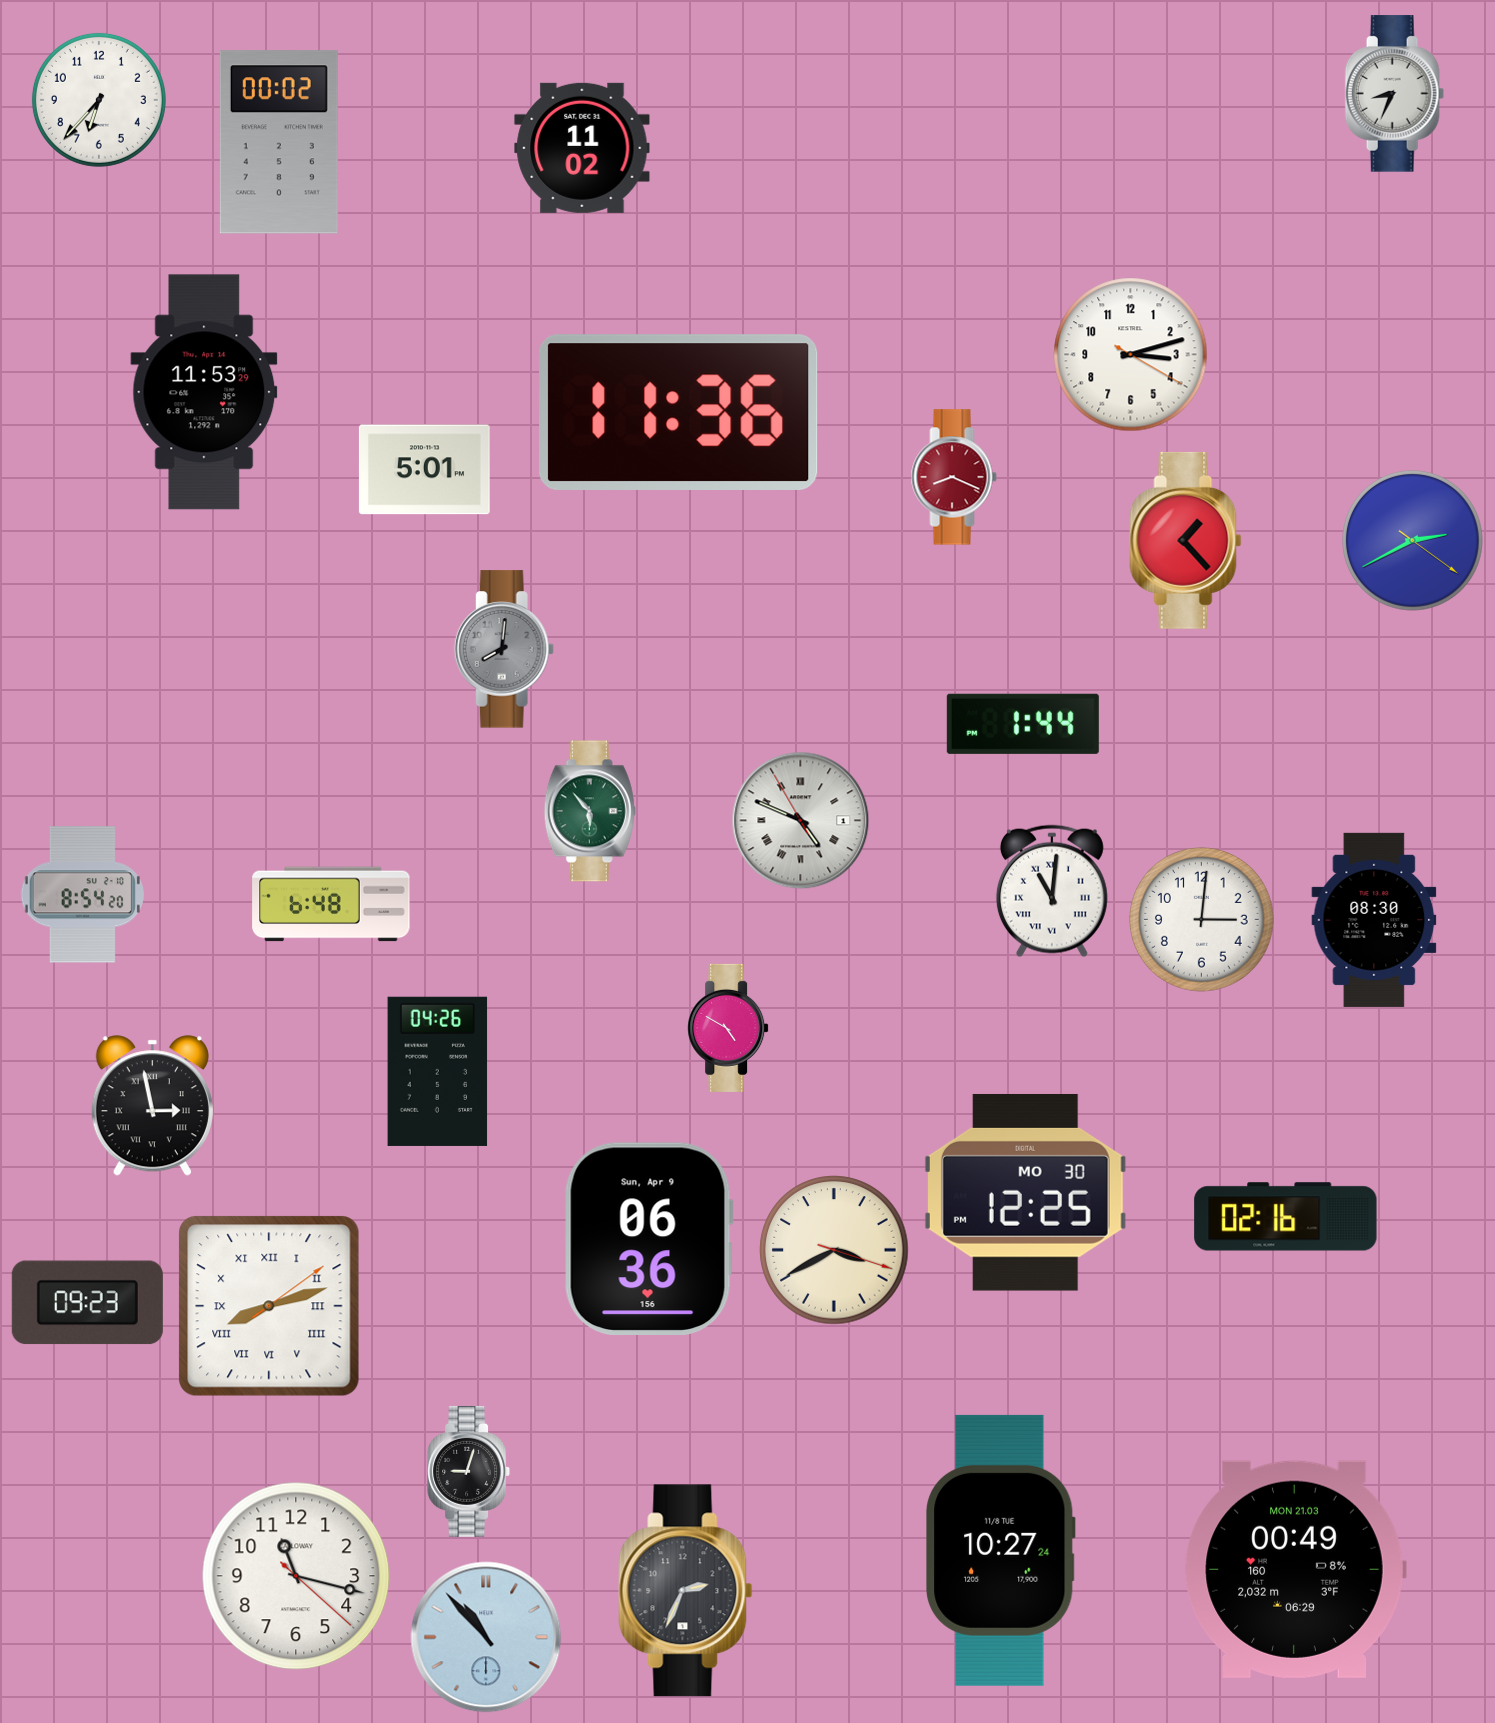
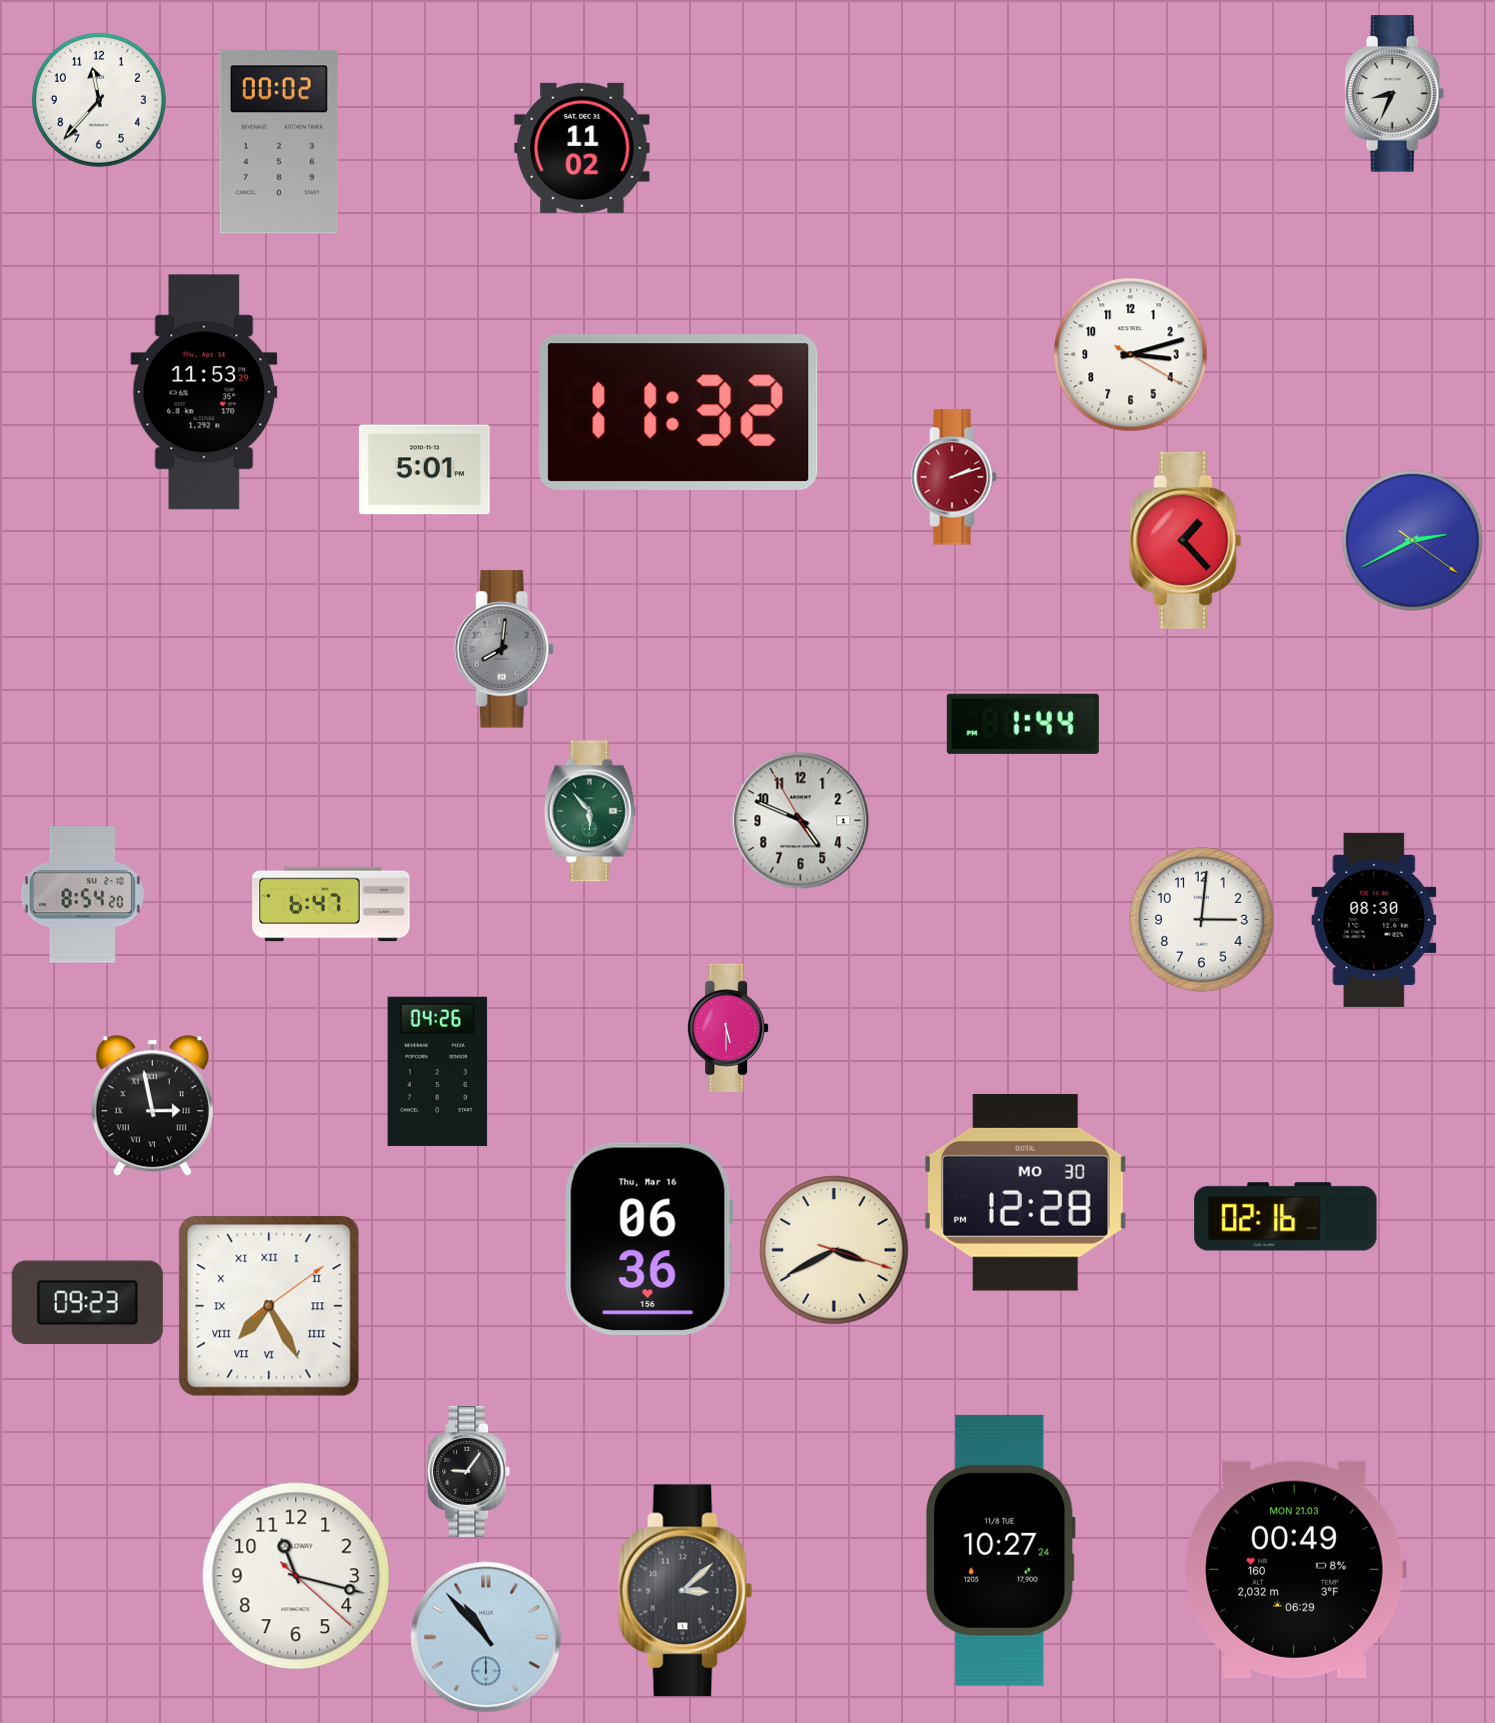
clock at (99, 100): 6:37 -> 11:37
clock at (679, 412): 11:36 -> 11:32
clock at (954, 477): 8:19 -> 2:12
clock at (801, 821) numerals: Roman -> Arabic
clock at (1052, 891): 11:01 -> none
clock at (331, 904): 6:48 -> 6:47
clock at (728, 1028): 4:50 -> 5:30
clock at (1025, 1192): 12:25 -> 12:28
clock at (649, 1238) date: Sun, Apr 9 -> Thu, Mar 16
clock at (269, 1306): 8:12 -> 7:25
clock at (469, 1471): 9:03 -> 9:06
clock at (686, 1591): 2:34 -> 3:08
